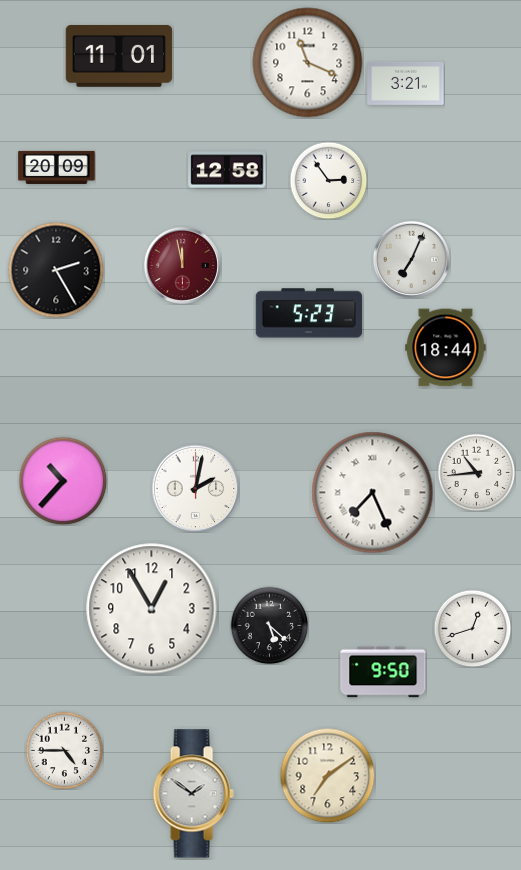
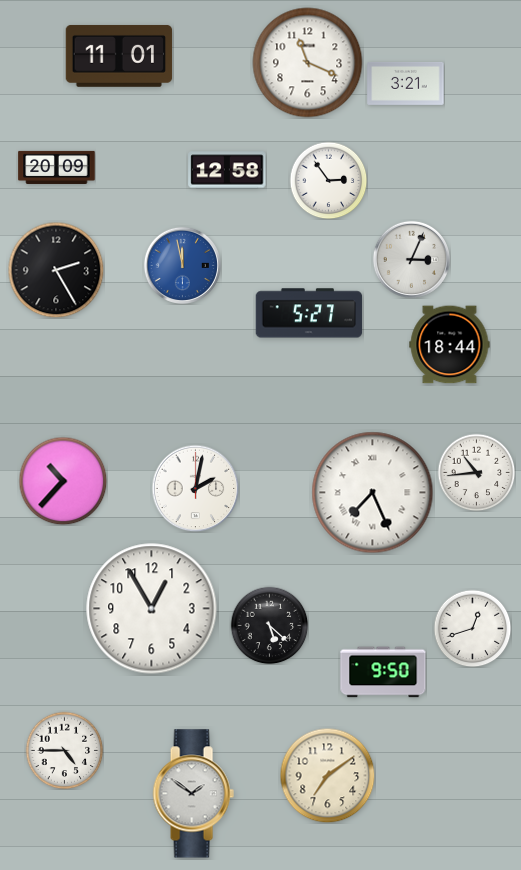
clock at (411, 259): 7:04 -> 3:04
clock at (182, 265) dial: burgundy -> blue
clock at (309, 313): 5:23 -> 5:27
clock at (446, 348) position: (446, 348) -> (450, 345)
